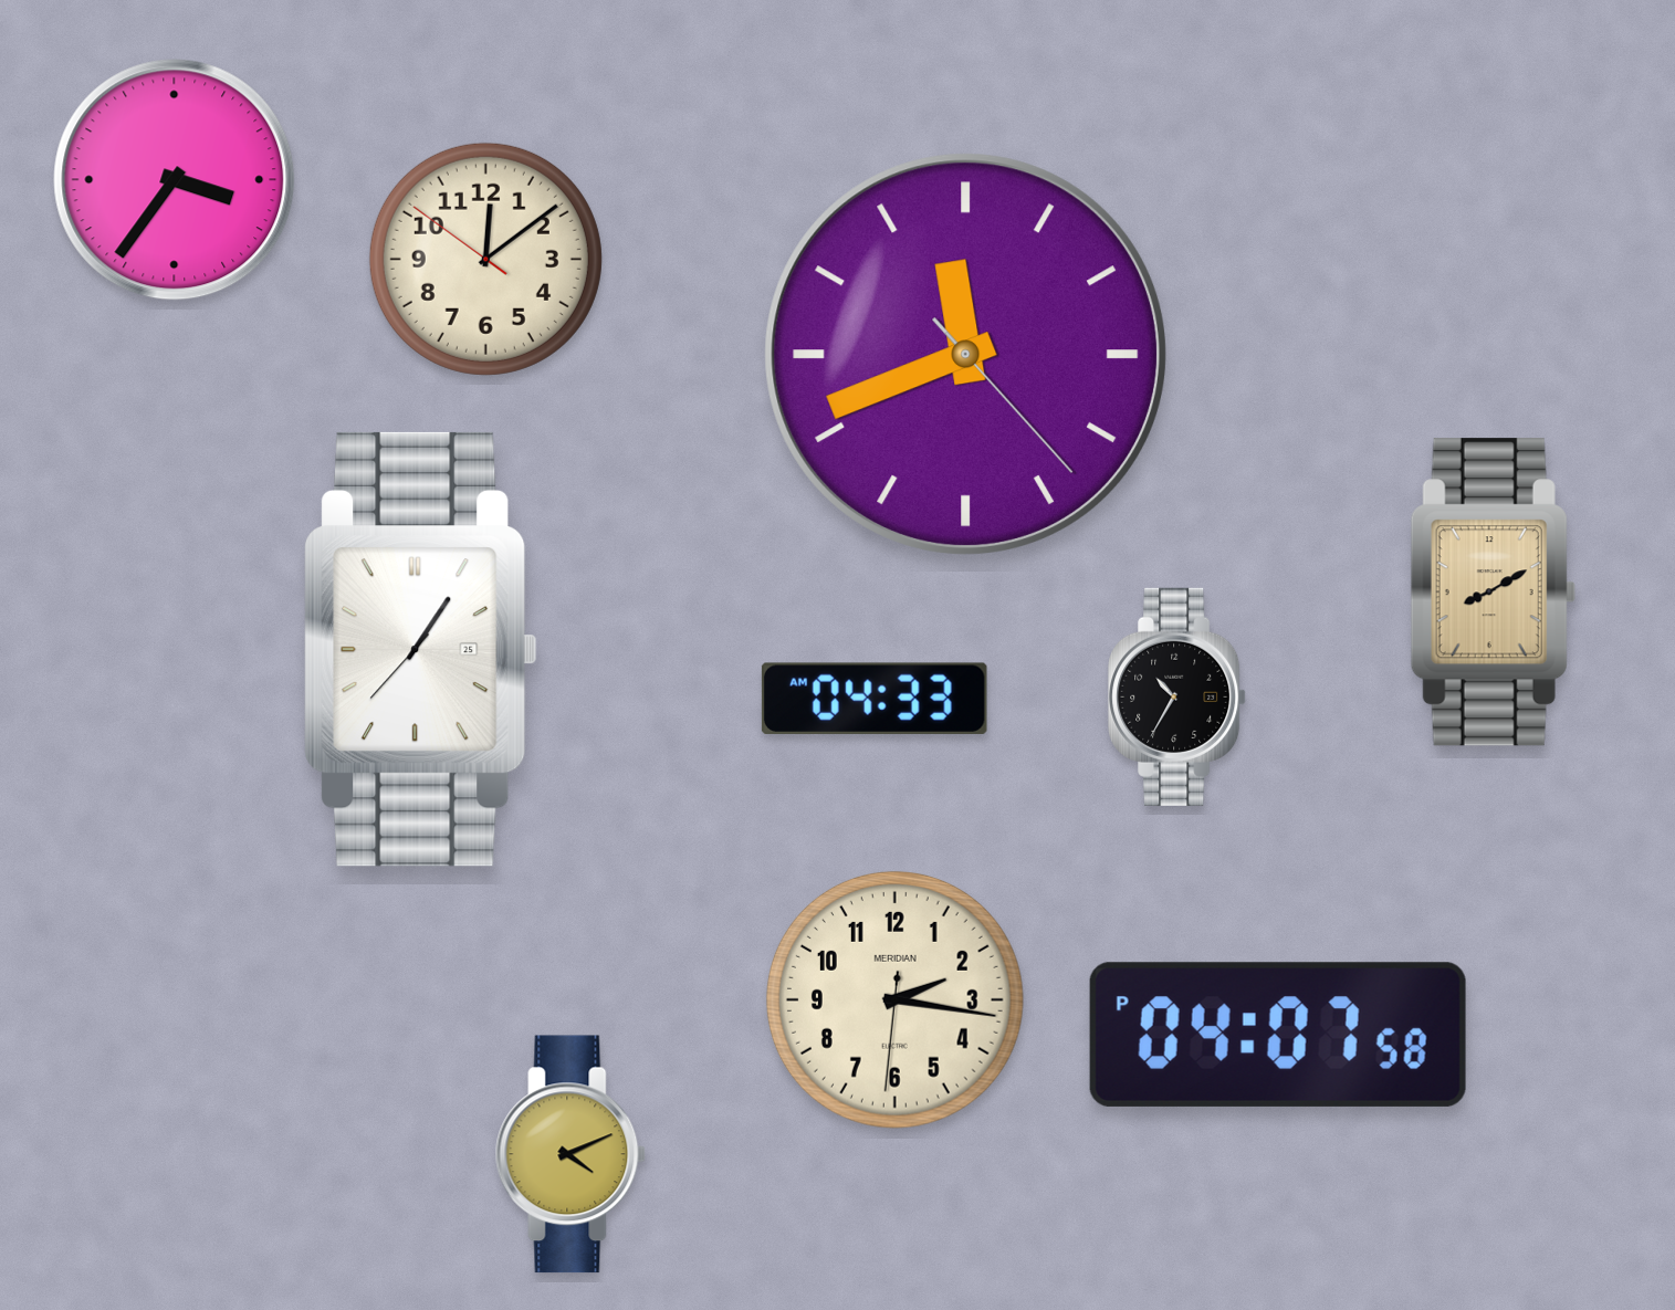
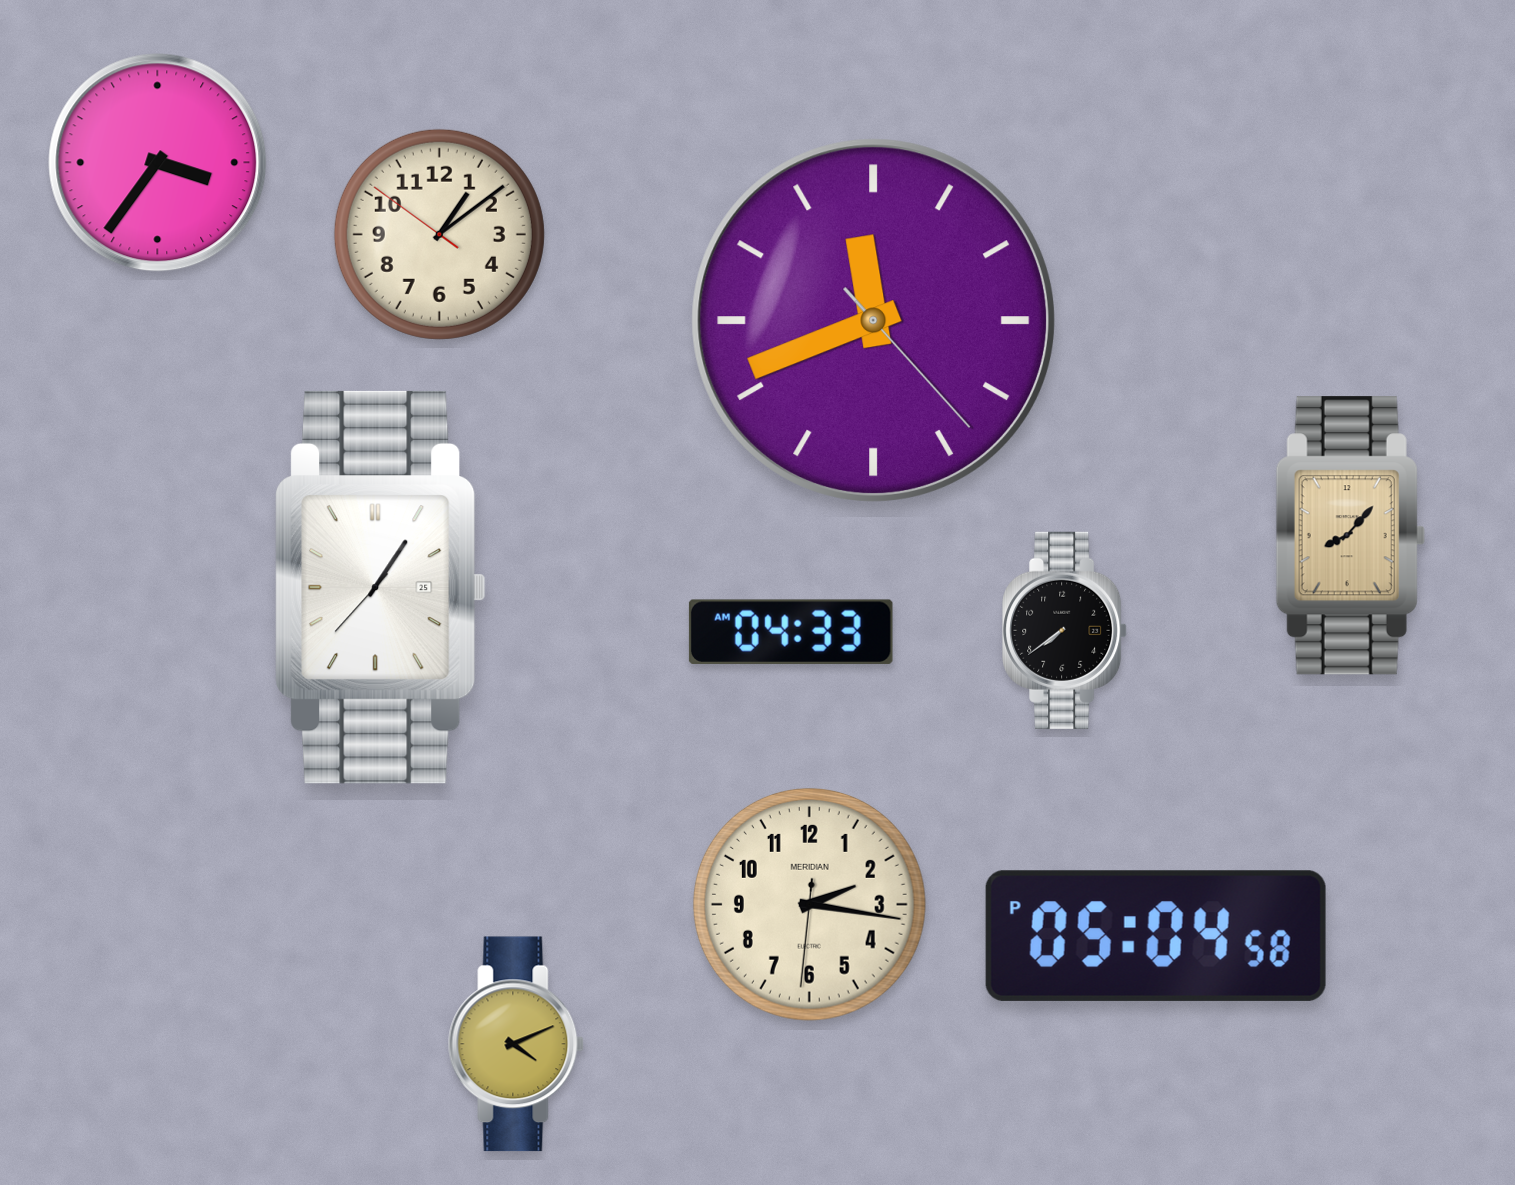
clock at (485, 259): 12:08 -> 1:08
clock at (1493, 593): 8:10 -> 8:07
clock at (1177, 696): 10:35 -> 7:39
clock at (1278, 1035): 04:07 -> 05:04
